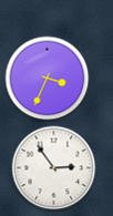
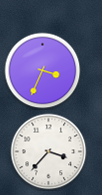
clock at (54, 168): 2:54 -> 3:37
